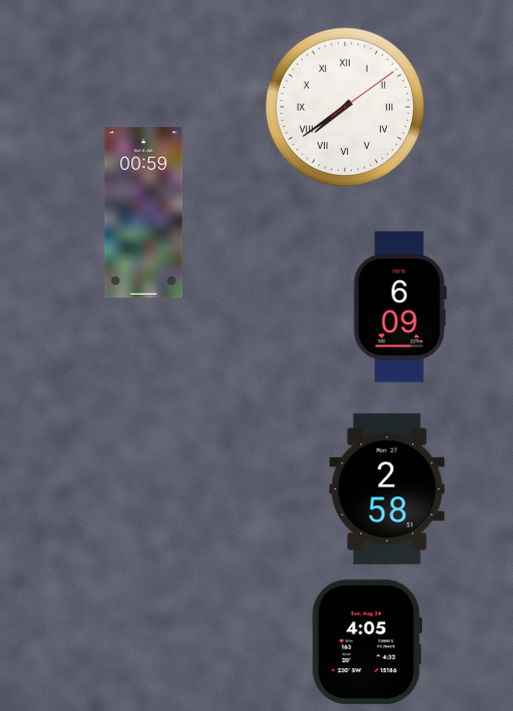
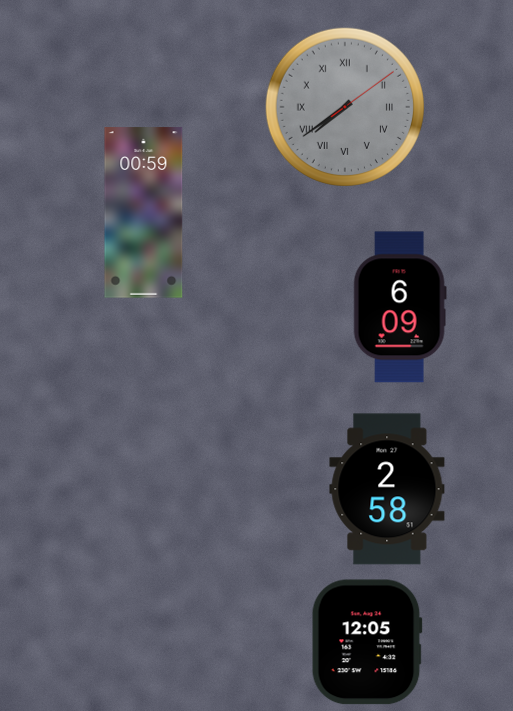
clock at (345, 107) dial: white -> grey
clock at (367, 642): 4:05 -> 12:05
